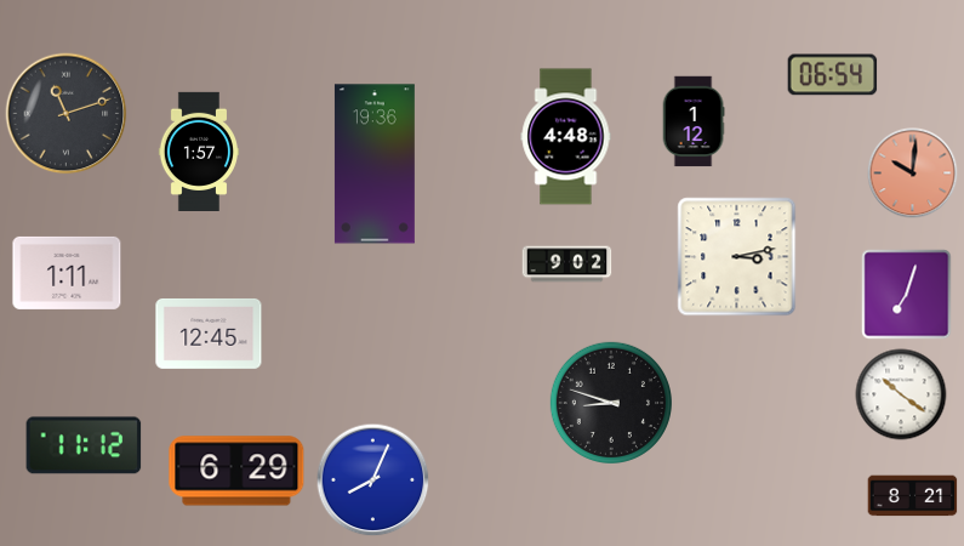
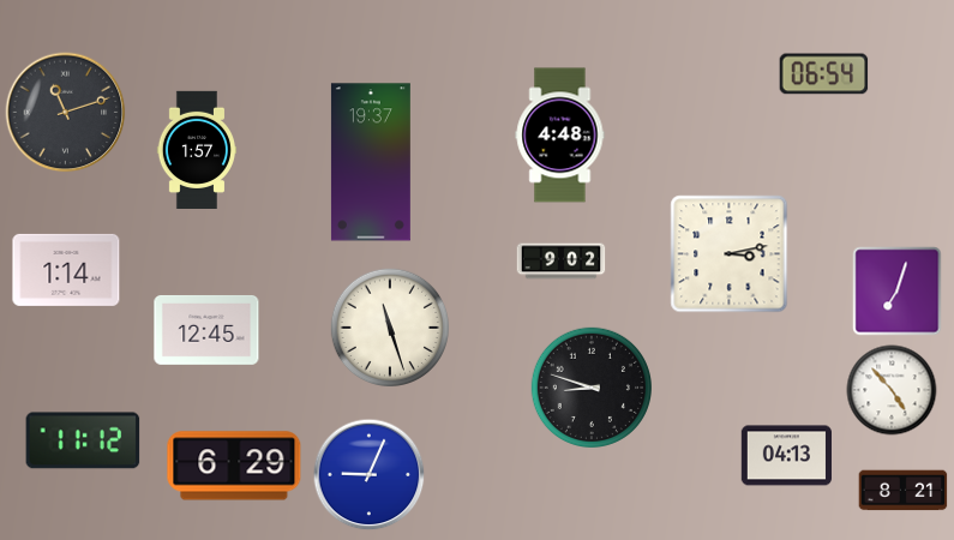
clock at (694, 121): 1:12 -> none
clock at (375, 164): 19:36 -> 19:37
clock at (913, 174): 10:01 -> none
clock at (67, 273): 1:11 -> 1:14
clock at (390, 328): none -> 11:27
clock at (901, 394): 10:21 -> 4:53
clock at (610, 402) position: (610, 402) -> (590, 386)
clock at (786, 456): none -> 04:13
clock at (373, 480): 8:04 -> 9:04
